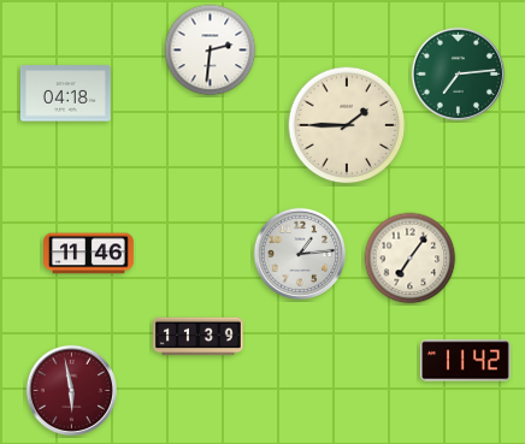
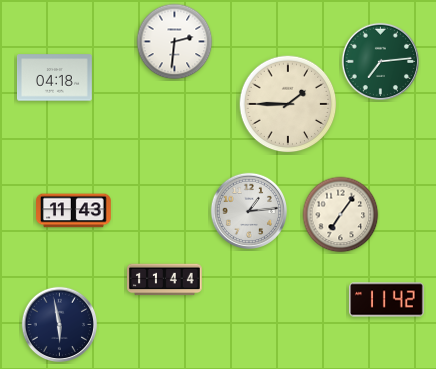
clock at (89, 254): 11:46 -> 11:43
clock at (199, 337): 11:39 -> 11:44
clock at (71, 390) dial: burgundy -> navy
